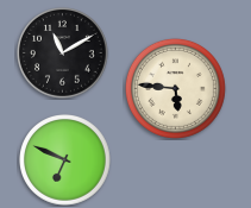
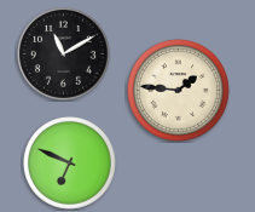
clock at (175, 88): 5:46 -> 1:46
clock at (65, 160) position: (65, 160) -> (70, 164)
